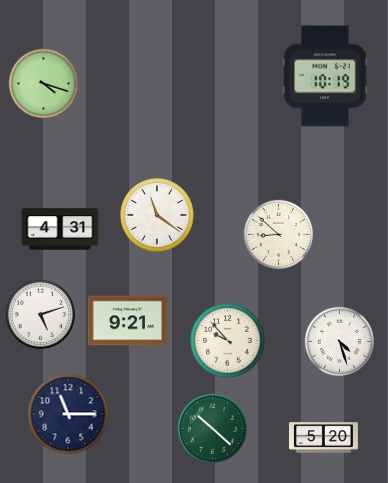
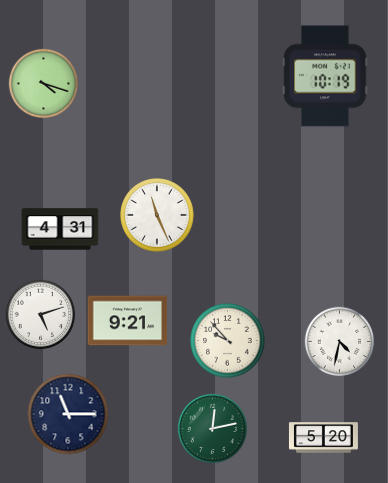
clock at (157, 215): 11:21 -> 11:26
clock at (279, 235): 8:52 -> none
clock at (340, 342): 4:27 -> 4:32
clock at (213, 429): 10:22 -> 12:13
